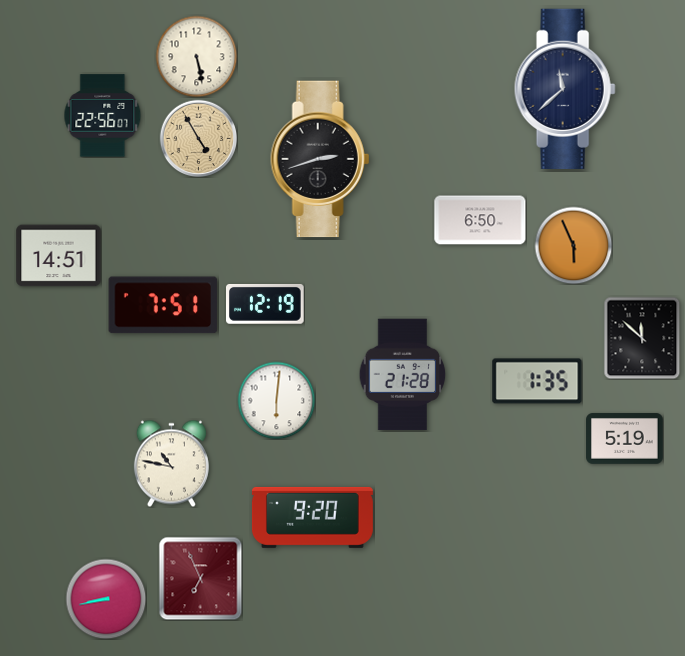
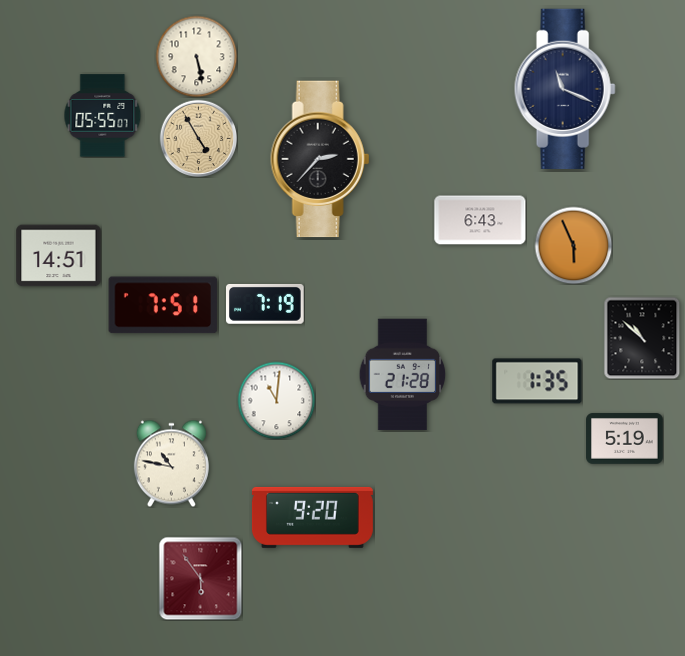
clock at (565, 89): 11:38 -> 11:19
clock at (103, 116): 22:56 -> 05:55
clock at (320, 159): 2:42 -> 2:37
clock at (480, 220): 6:50 -> 6:43
clock at (266, 304): 12:19 -> 7:19
clock at (642, 338): 11:52 -> 10:52
clock at (276, 400): 6:01 -> 11:01
clock at (200, 578): 6:56 -> 5:54
clock at (106, 599): 8:43 -> none
